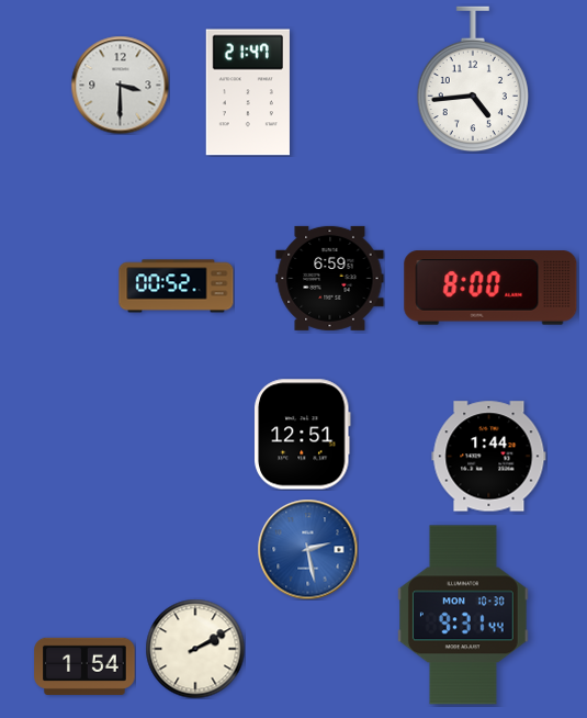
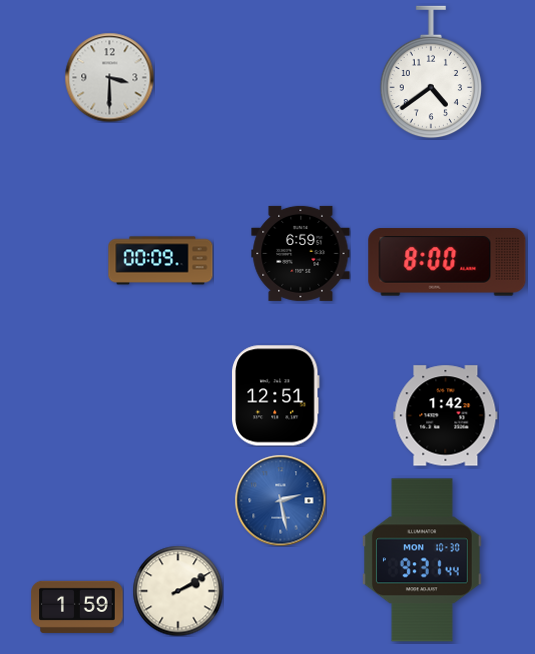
clock at (473, 79): 4:44 -> 4:39
clock at (248, 92): 21:47 -> none
clock at (177, 287): 00:52 -> 00:09
clock at (489, 457): 1:44 -> 1:42
clock at (84, 666): 1:54 -> 1:59
